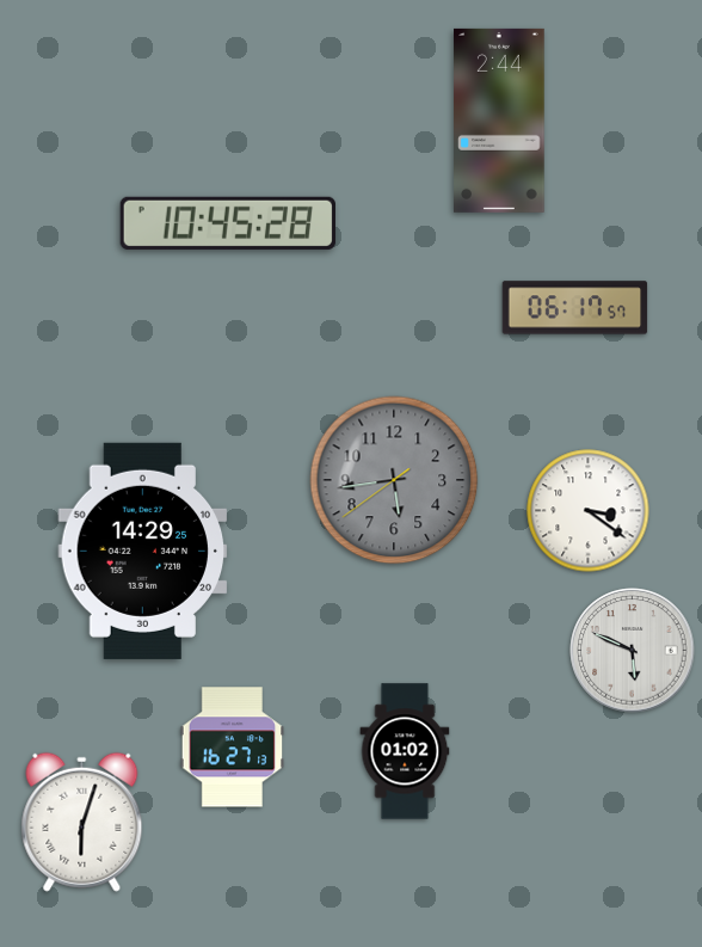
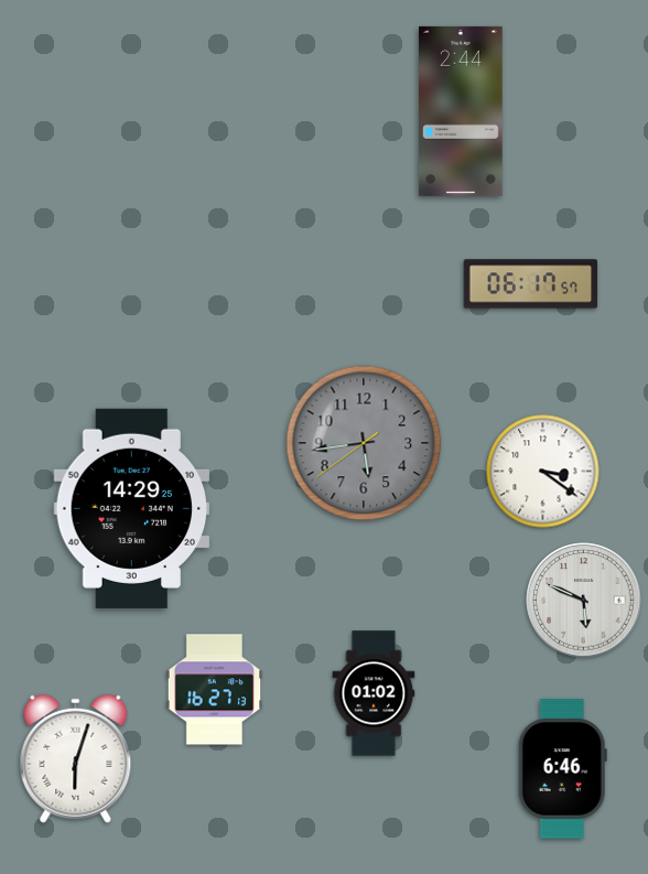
clock at (227, 223): 10:45 -> none
clock at (562, 769): none -> 6:46
